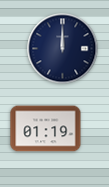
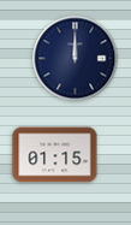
clock at (46, 129): 01:19 -> 01:15
